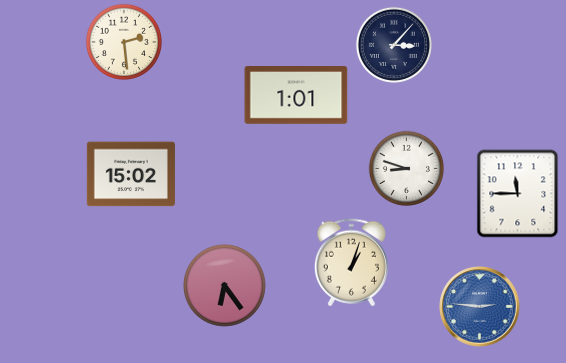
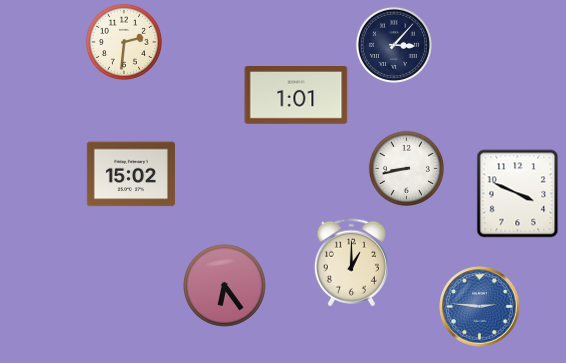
clock at (124, 42): 2:29 -> 2:31
clock at (406, 168): 8:48 -> 8:43
clock at (518, 194): 11:45 -> 3:49
clock at (351, 263): 1:03 -> 1:00
